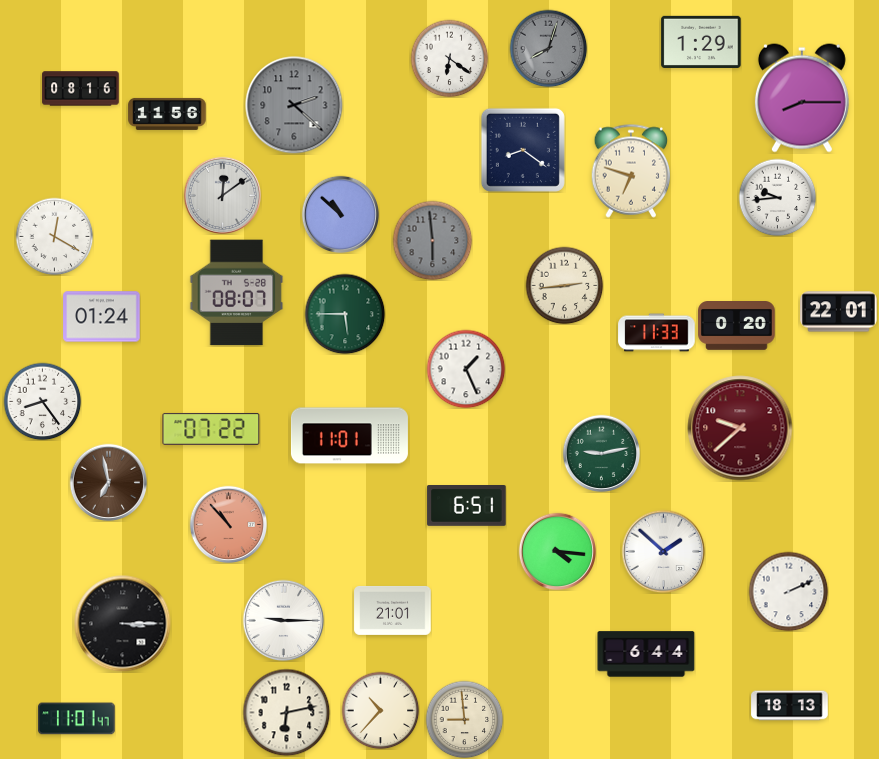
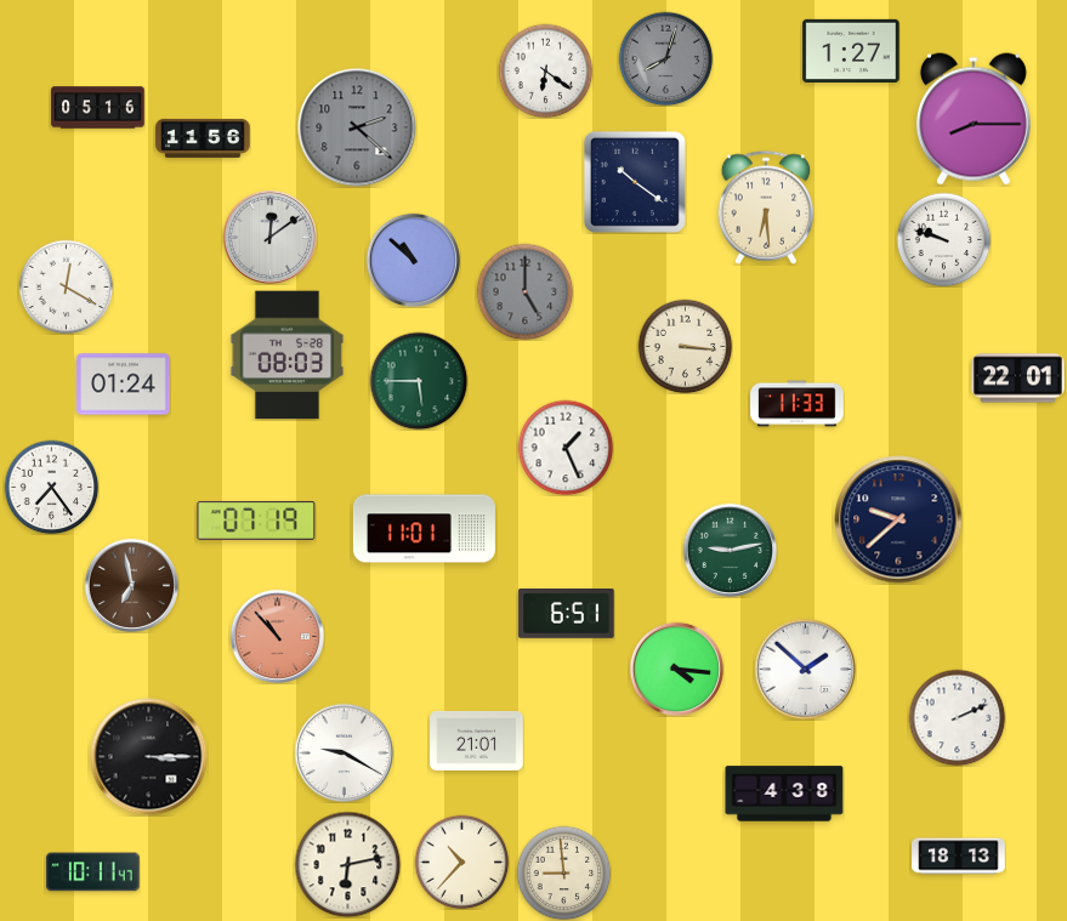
clock at (701, 42): 1:29 -> 1:27
clock at (81, 89): 08:16 -> 05:16
clock at (523, 150): 8:21 -> 10:21
clock at (631, 171): 6:48 -> 6:29
clock at (777, 197): 9:44 -> 9:48
clock at (432, 240): 5:59 -> 5:00
clock at (564, 285): 2:44 -> 3:16
clock at (237, 293): 08:07 -> 08:03
clock at (737, 326): 0:20 -> none
clock at (42, 401): 8:24 -> 7:24
clock at (740, 428) dial: burgundy -> navy
clock at (211, 429): 07:22 -> 07:19
clock at (283, 620): 9:15 -> 9:20
clock at (646, 654): 6:44 -> 4:38
clock at (77, 719): 11:01 -> 10:11
